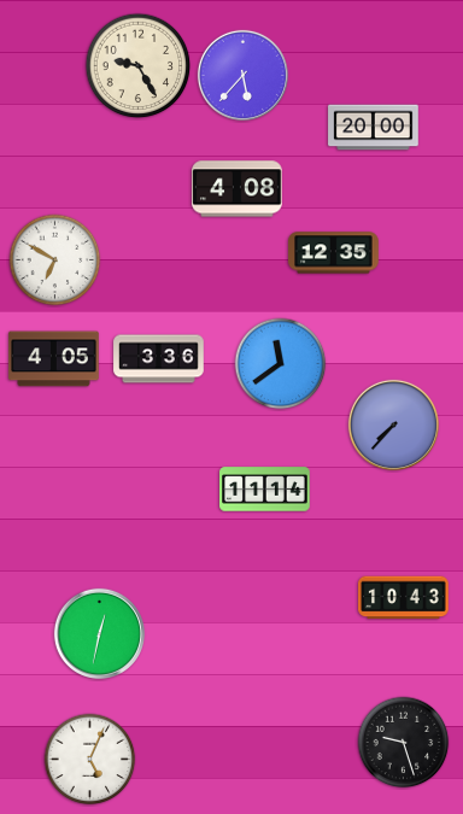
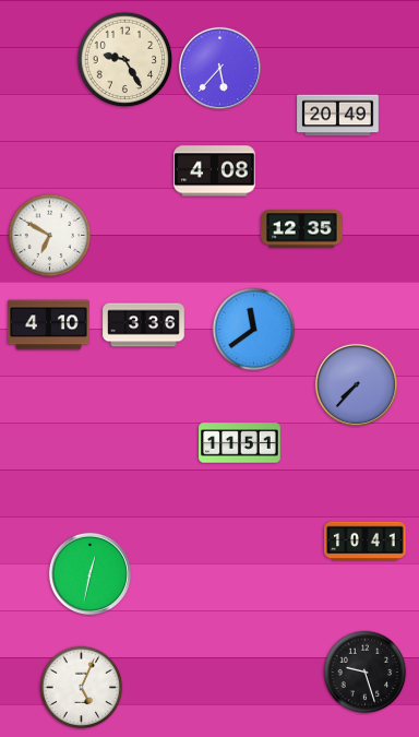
clock at (374, 128): 20:00 -> 20:49
clock at (54, 359): 4:05 -> 4:10
clock at (265, 490): 11:14 -> 11:51
clock at (404, 598): 10:43 -> 10:41
